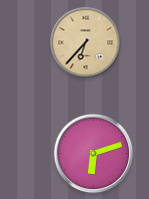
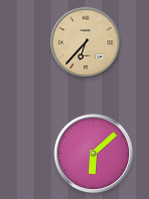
clock at (94, 154): 6:12 -> 6:08
